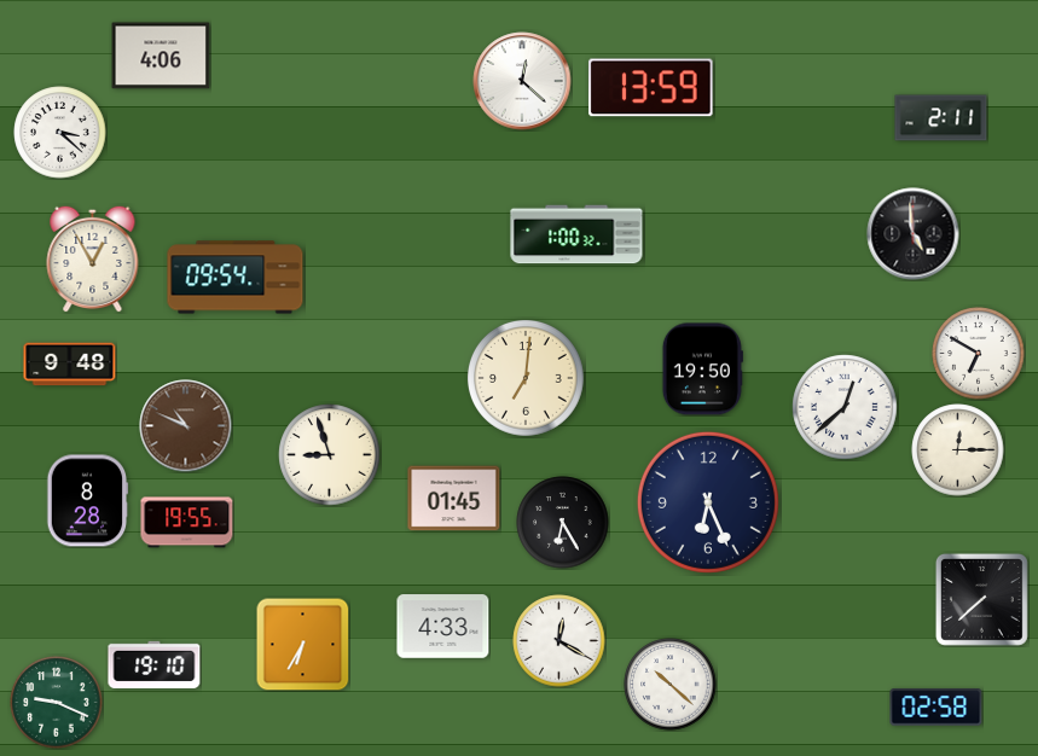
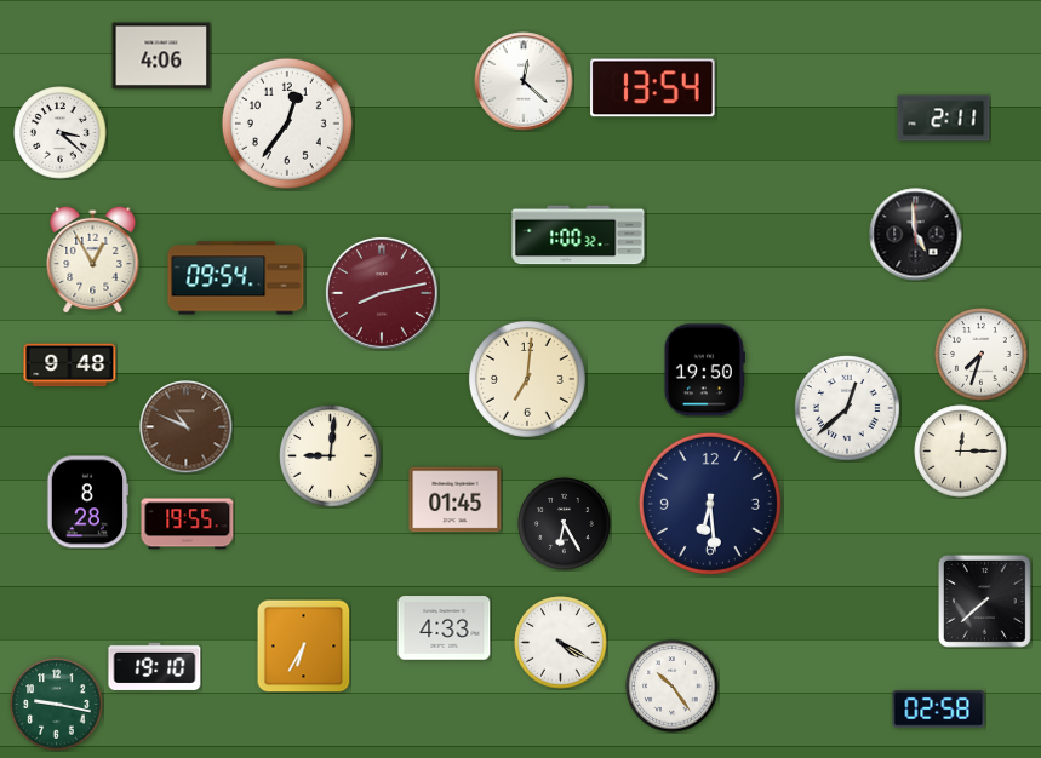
clock at (651, 88): 13:59 -> 13:54
clock at (287, 124): none -> 12:36
clock at (382, 293): none -> 8:13
clock at (979, 354): 6:50 -> 7:33
clock at (330, 455): 8:57 -> 9:01
clock at (708, 502): 6:26 -> 6:29
clock at (559, 641): 12:20 -> 4:20
clock at (671, 685): 10:22 -> 10:24
clock at (57, 703): 9:19 -> 9:17
